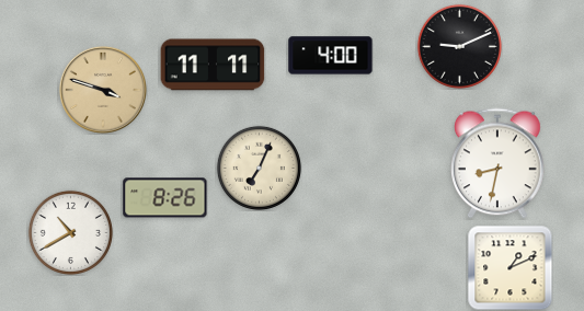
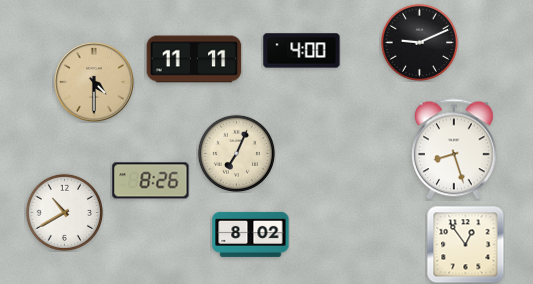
clock at (103, 90): 3:48 -> 4:30
clock at (499, 163): 8:32 -> 8:27
clock at (251, 234): none -> 8:02
clock at (509, 267): 1:11 -> 12:54
